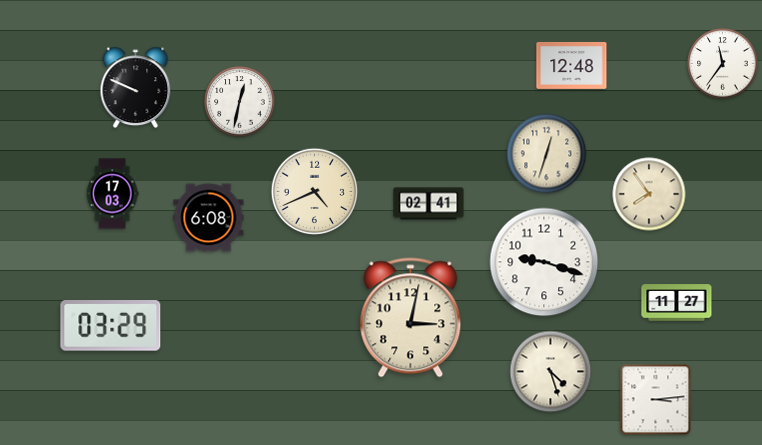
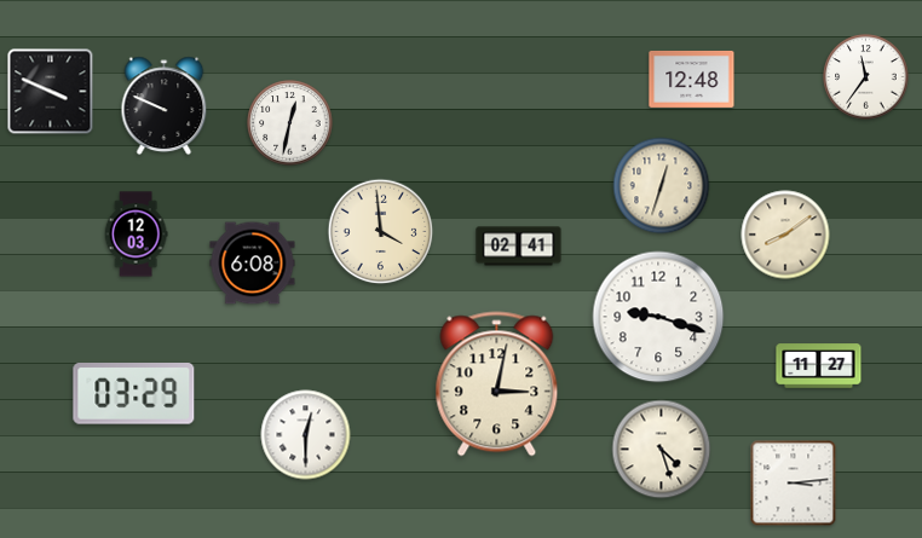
clock at (723, 64) position: (723, 64) -> (866, 77)
clock at (51, 92): none -> 3:49
clock at (315, 192): 4:41 -> 3:59
clock at (112, 194): 17:03 -> 12:03
clock at (649, 194): 7:54 -> 8:09
clock at (306, 435): none -> 12:30
clock at (551, 372) position: (551, 372) -> (662, 450)
